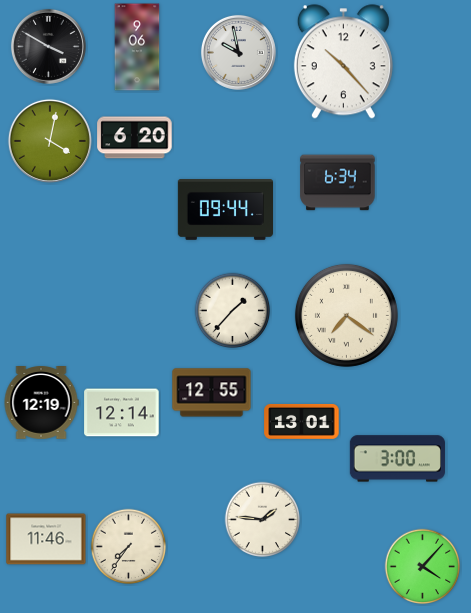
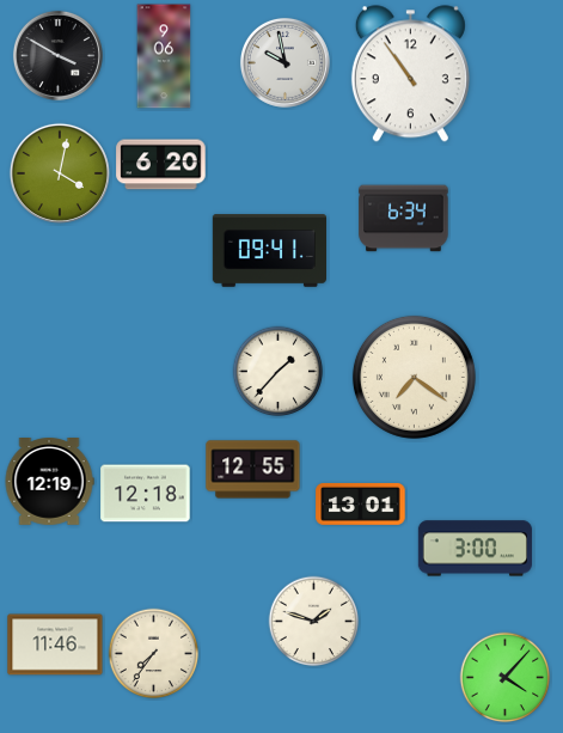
clock at (343, 62): 10:23 -> 10:54
clock at (50, 141) position: (50, 141) -> (60, 173)
clock at (225, 210): 09:44 -> 09:41
clock at (122, 413): 12:14 -> 12:18
clock at (263, 520): 1:46 -> 1:48
